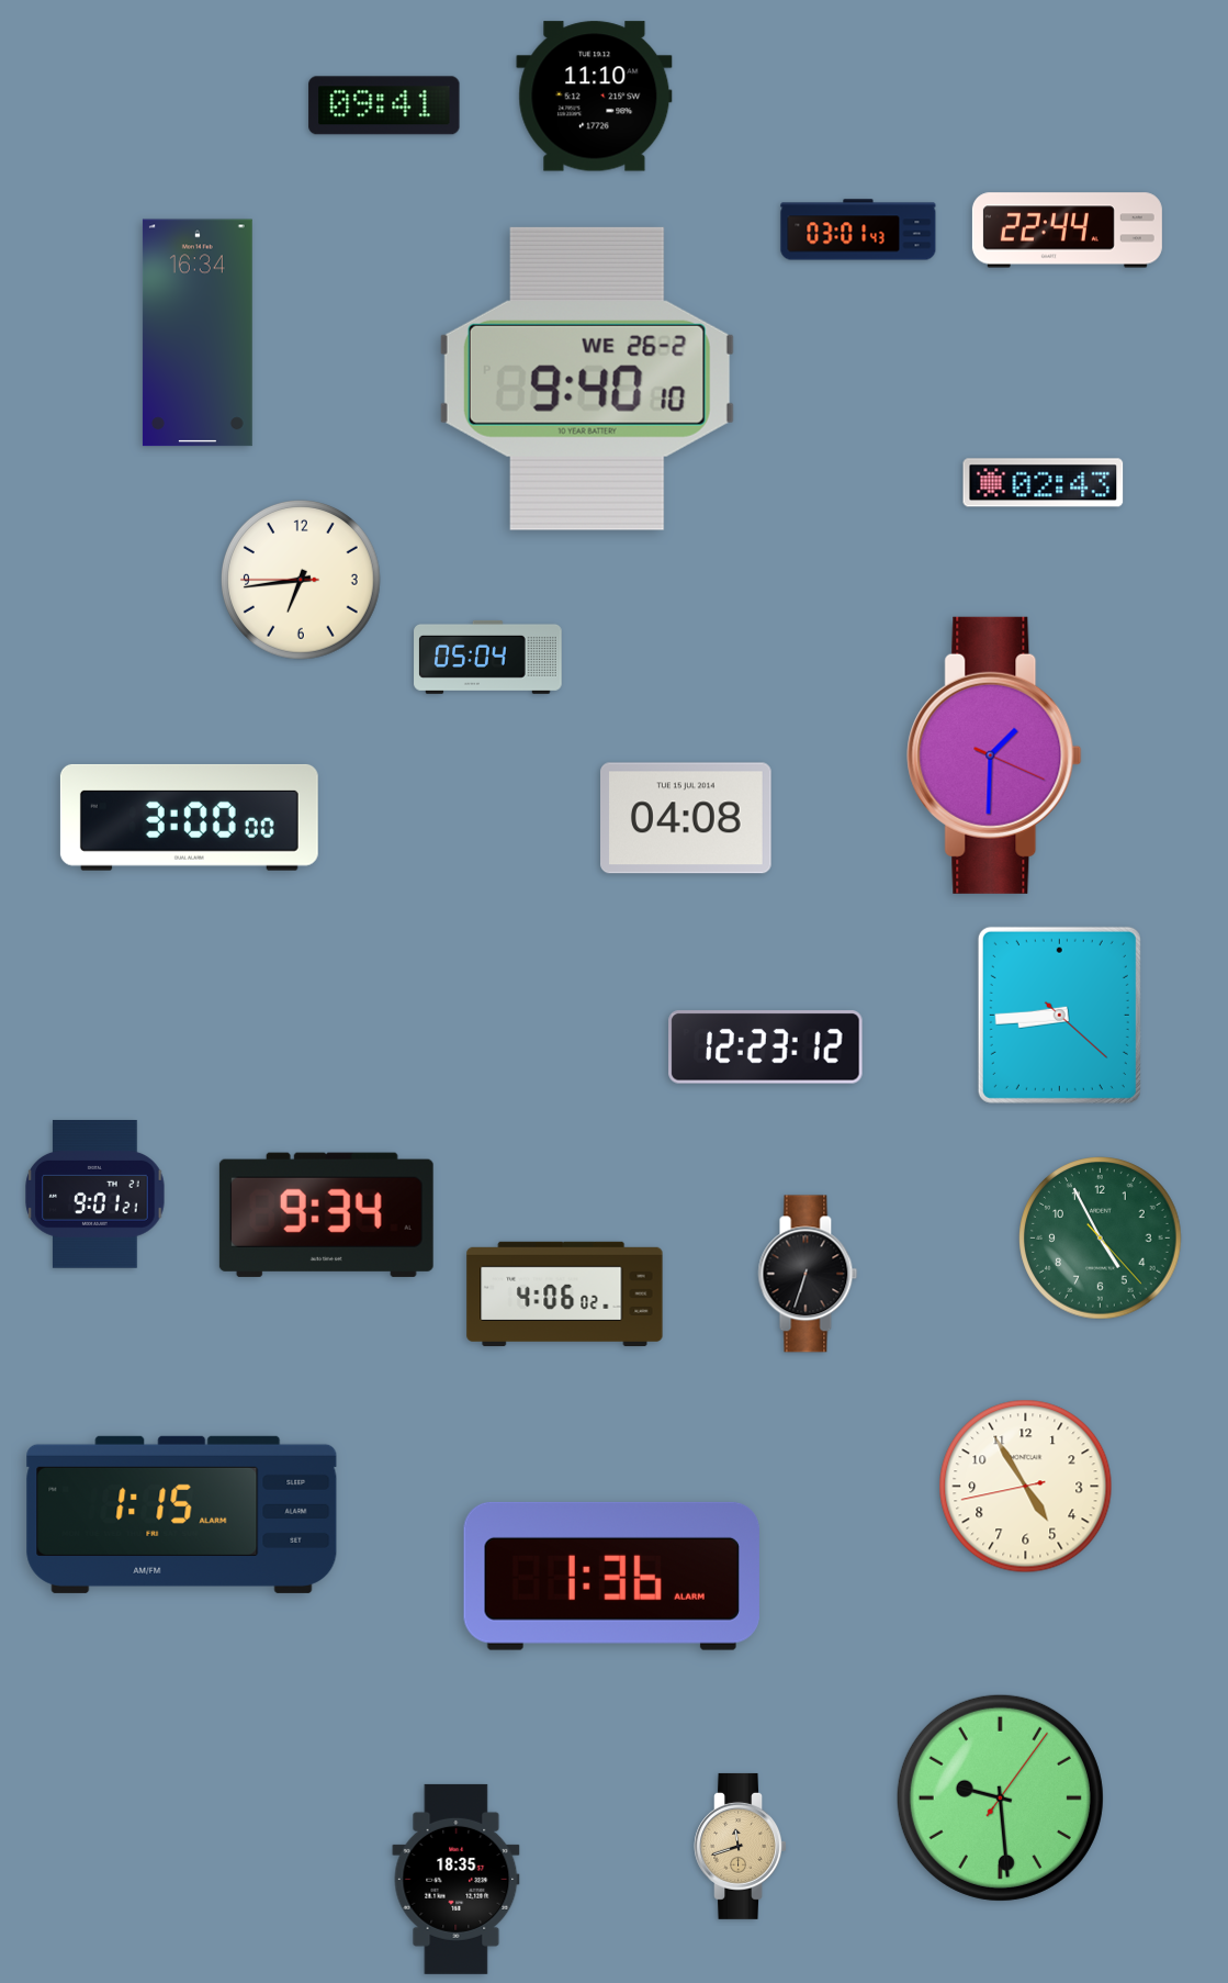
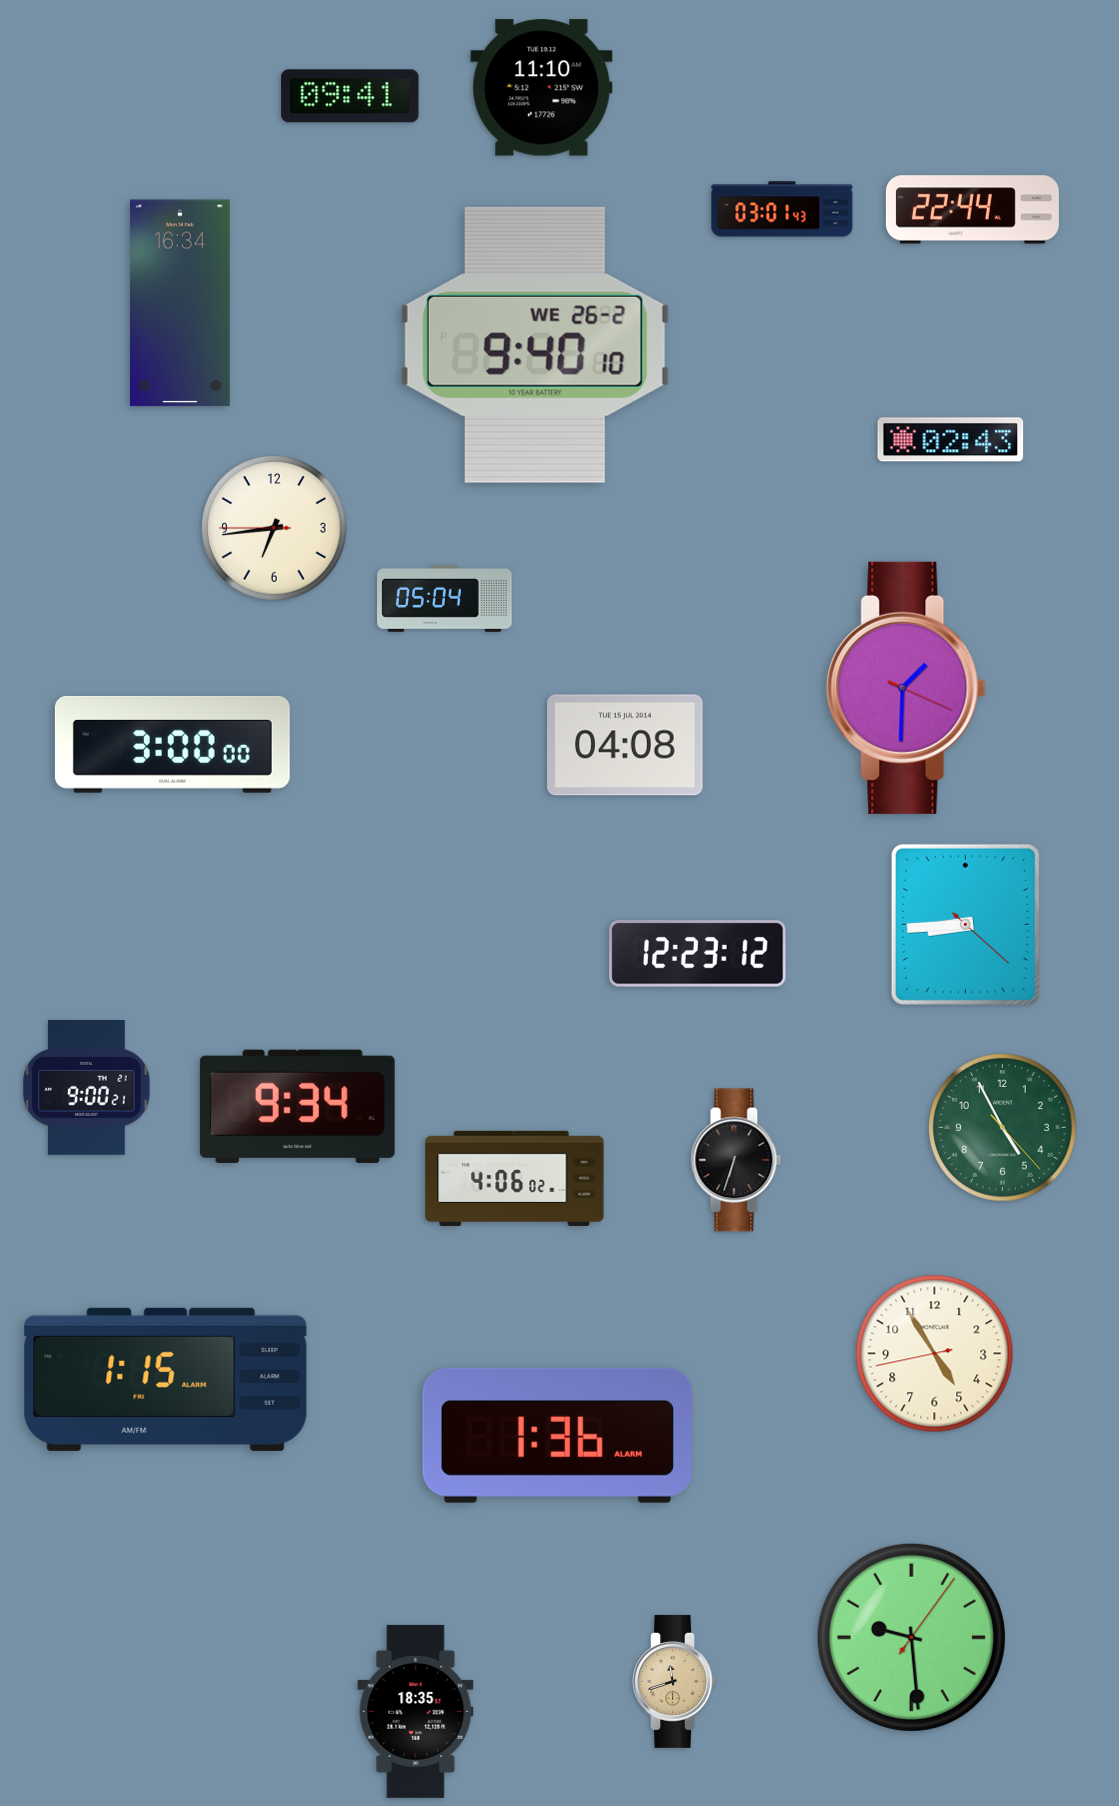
clock at (95, 1195): 9:01 -> 9:00
